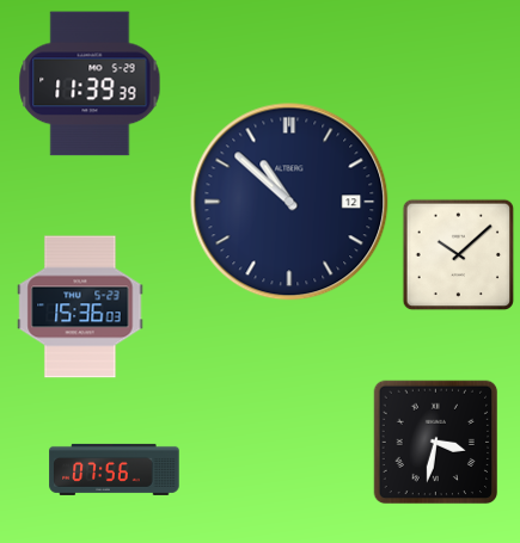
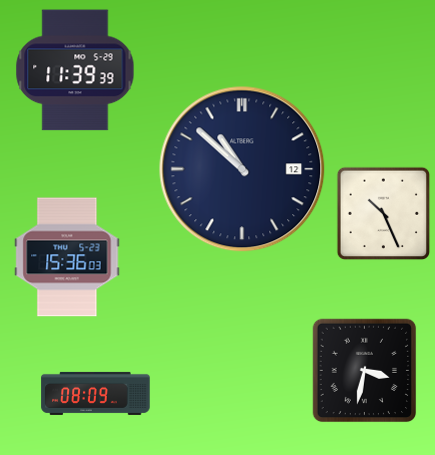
clock at (459, 255): 10:08 -> 10:26
clock at (115, 469): 07:56 -> 08:09
